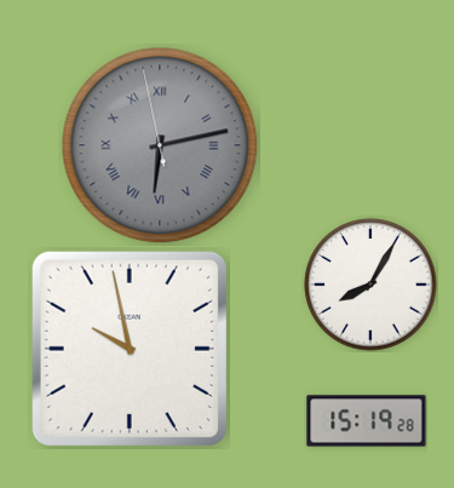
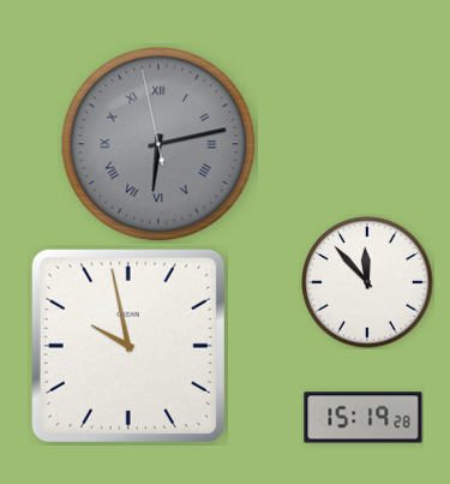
clock at (370, 285): 8:05 -> 11:53
